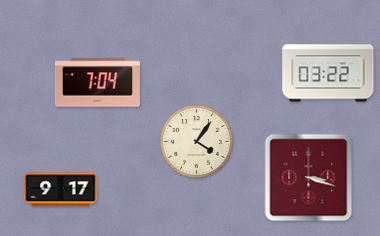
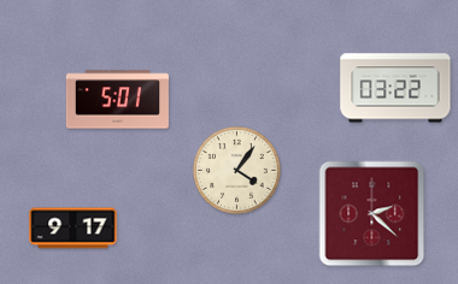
clock at (97, 83): 7:04 -> 5:01
clock at (309, 178): 3:18 -> 2:22
